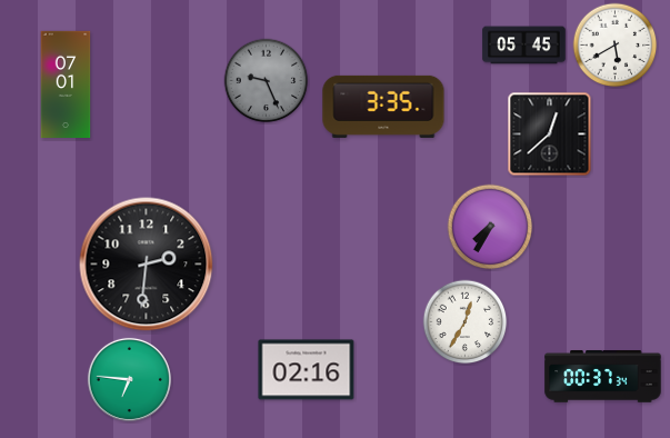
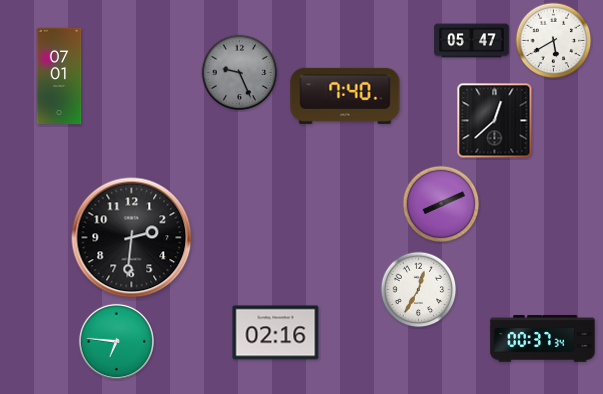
clock at (524, 46): 05:45 -> 05:47
clock at (383, 107): 3:35 -> 7:40
clock at (490, 227): 7:35 -> 8:11
